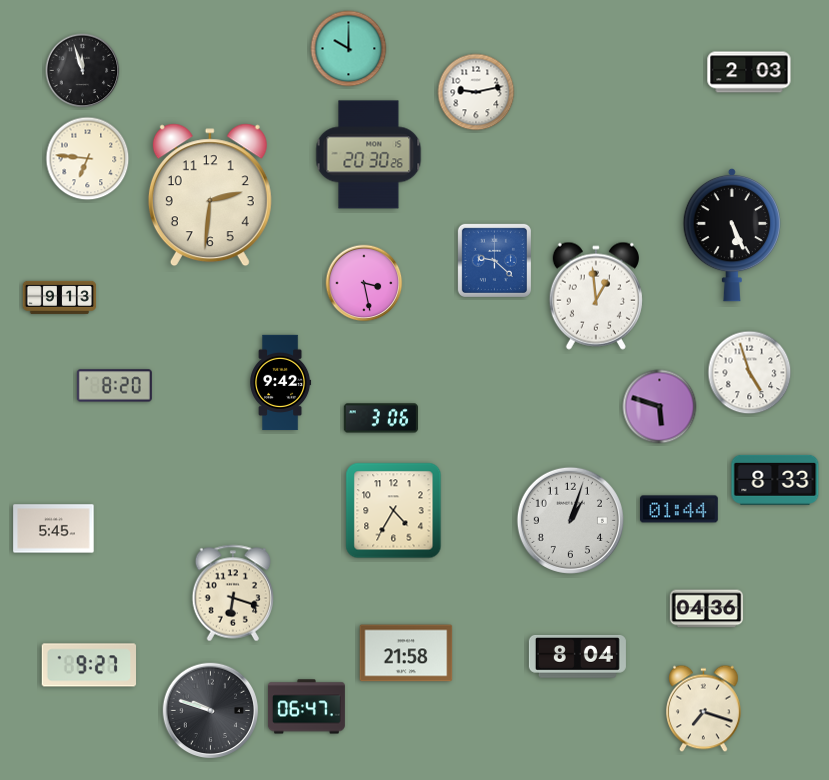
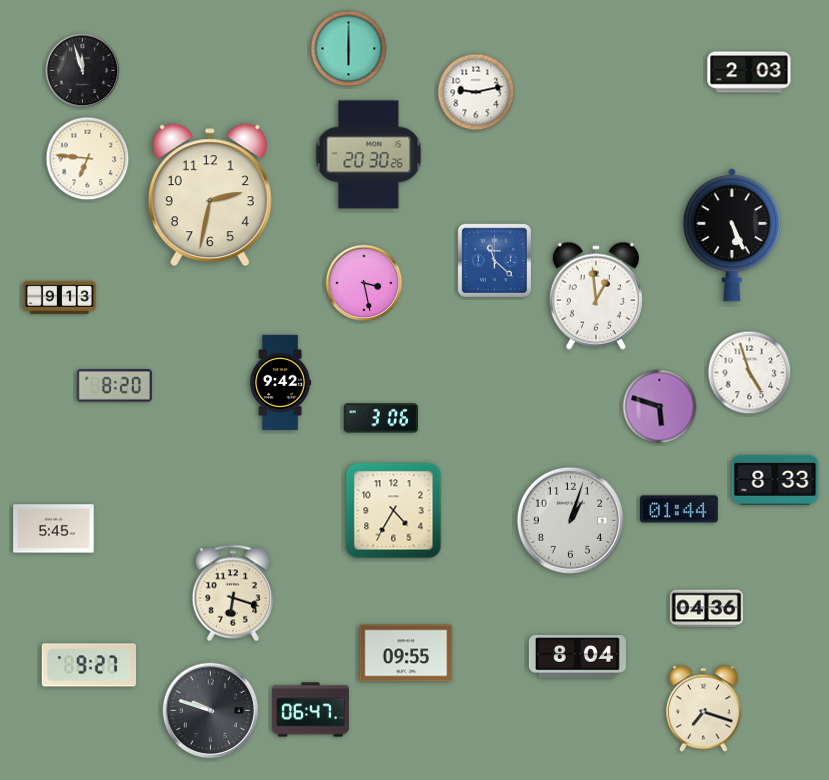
clock at (349, 49): 10:00 -> 6:00
clock at (210, 195): 2:31 -> 2:32
clock at (494, 260): 9:22 -> 11:22
clock at (406, 653): 21:58 -> 09:55
clock at (306, 707) position: (306, 707) -> (310, 710)
